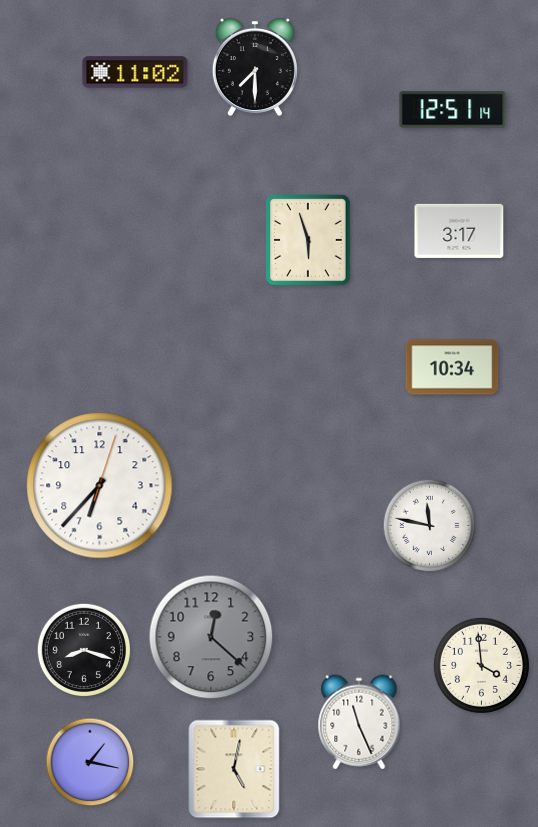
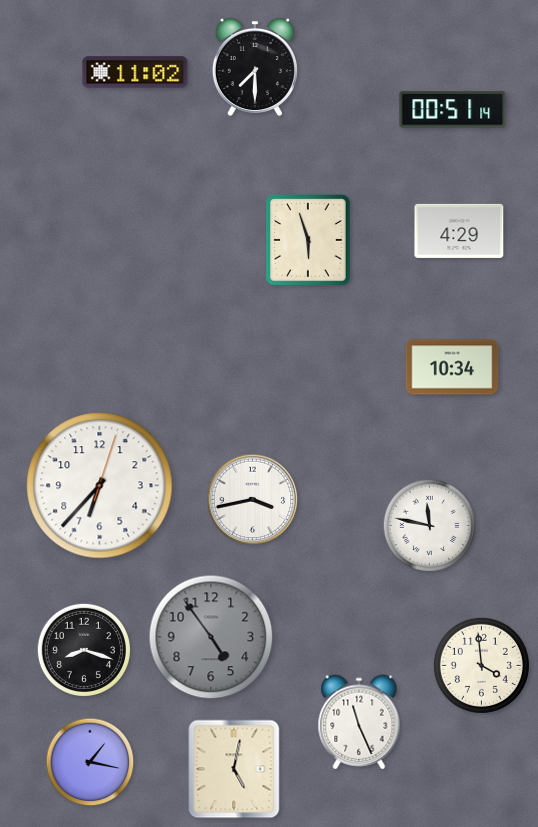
clock at (453, 110): 12:51 -> 00:51
clock at (459, 231): 3:17 -> 4:29
clock at (253, 500): none -> 3:43
clock at (211, 637): 12:22 -> 4:54
